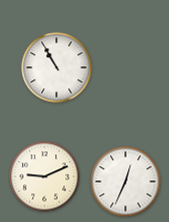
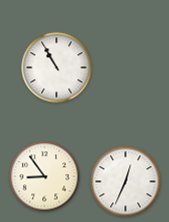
clock at (45, 177): 9:11 -> 8:54
